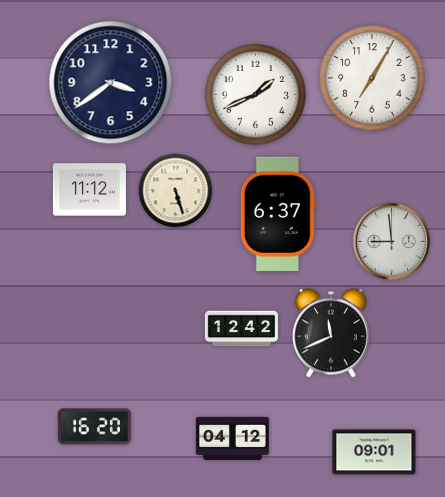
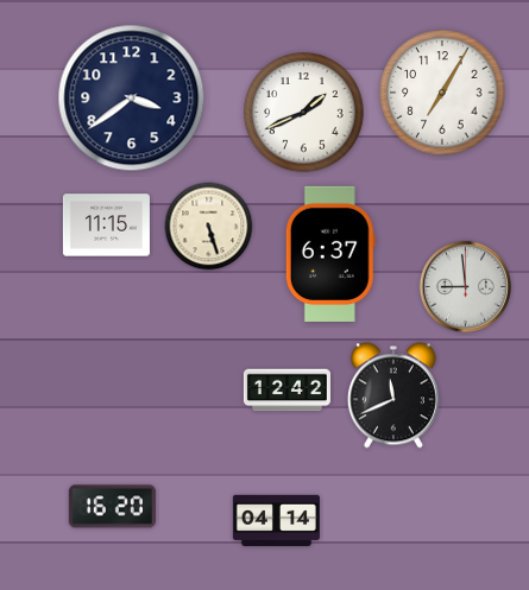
clock at (89, 190): 11:12 -> 11:15
clock at (232, 438): 04:12 -> 04:14
clock at (374, 452): 09:01 -> none
